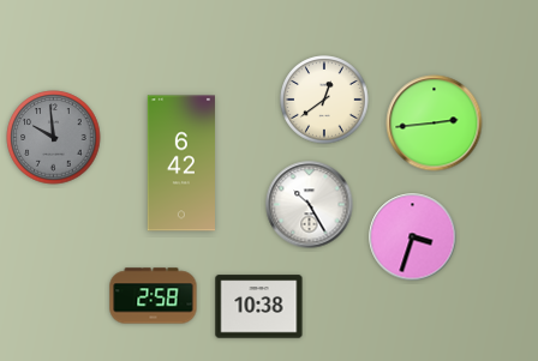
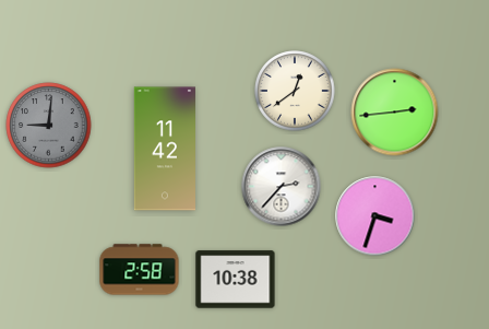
clock at (54, 138): 9:59 -> 9:01
clock at (180, 163): 6:42 -> 11:42
clock at (310, 205): 10:25 -> 2:37
